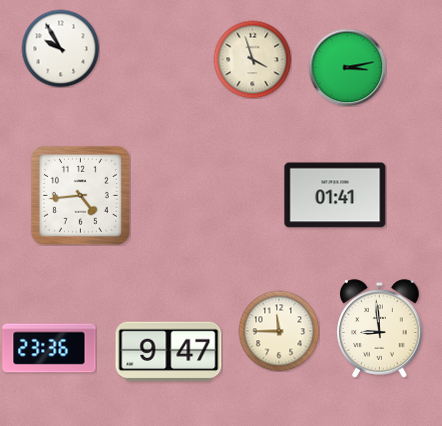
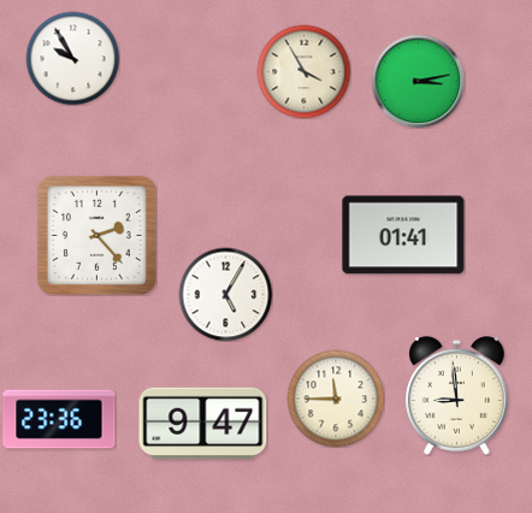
clock at (252, 59): 3:57 -> 3:55
clock at (80, 195): 4:44 -> 2:23
clock at (225, 294): none -> 5:05
